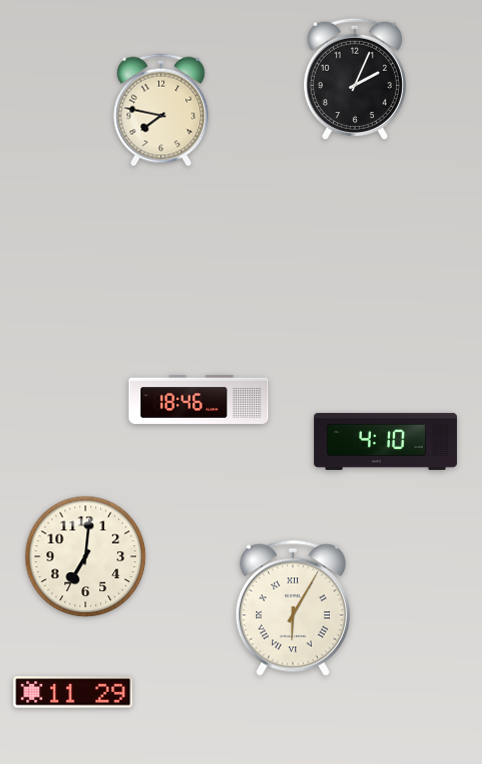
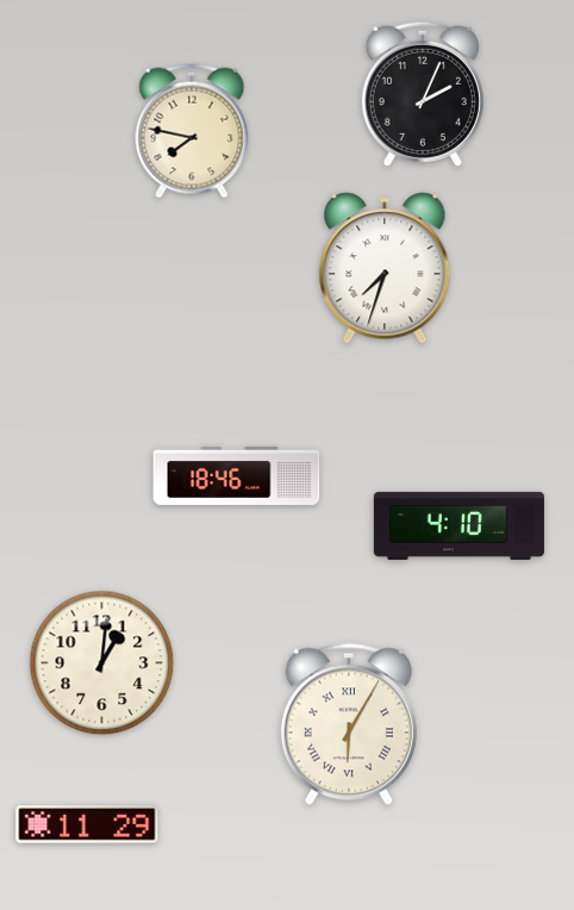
clock at (385, 268): none -> 7:33
clock at (86, 557): 7:01 -> 1:01
